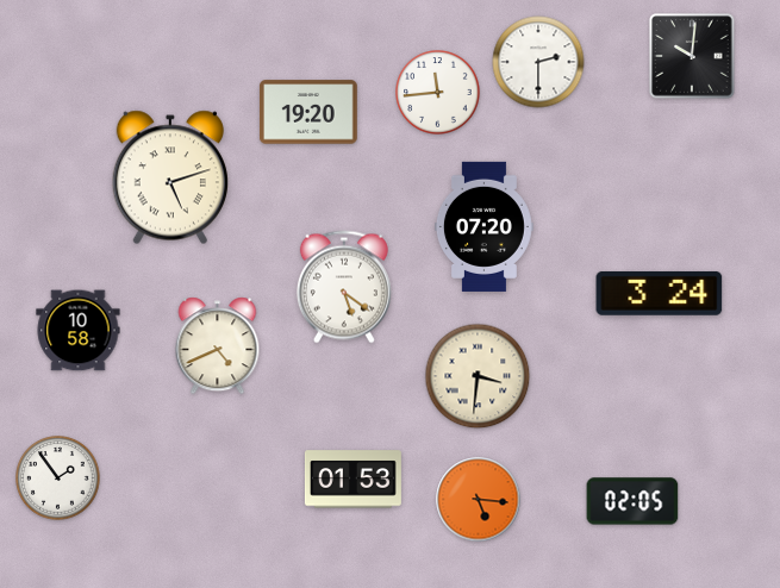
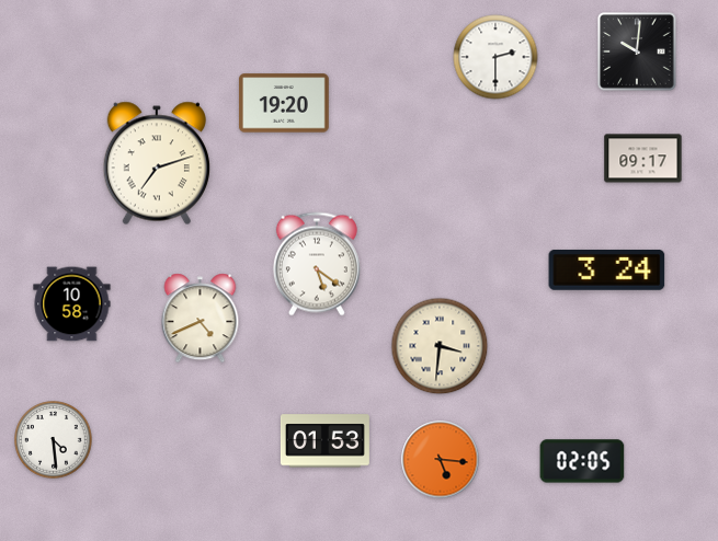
clock at (438, 93): 11:44 -> none
clock at (643, 159): none -> 09:17
clock at (170, 177): 5:12 -> 7:12
clock at (483, 226): 07:20 -> none
clock at (58, 478): 1:54 -> 4:29
